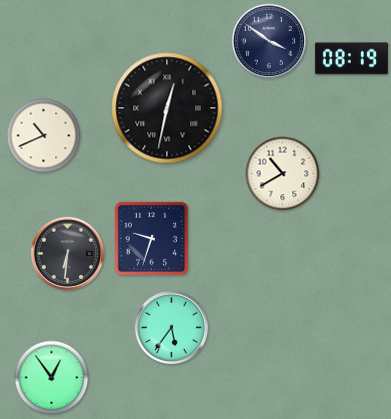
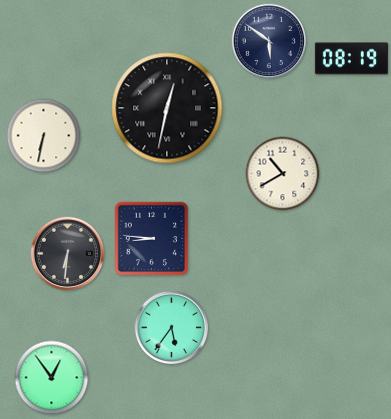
clock at (269, 41): 3:51 -> 5:51
clock at (44, 136): 10:41 -> 6:32
clock at (152, 239): 9:33 -> 8:46
